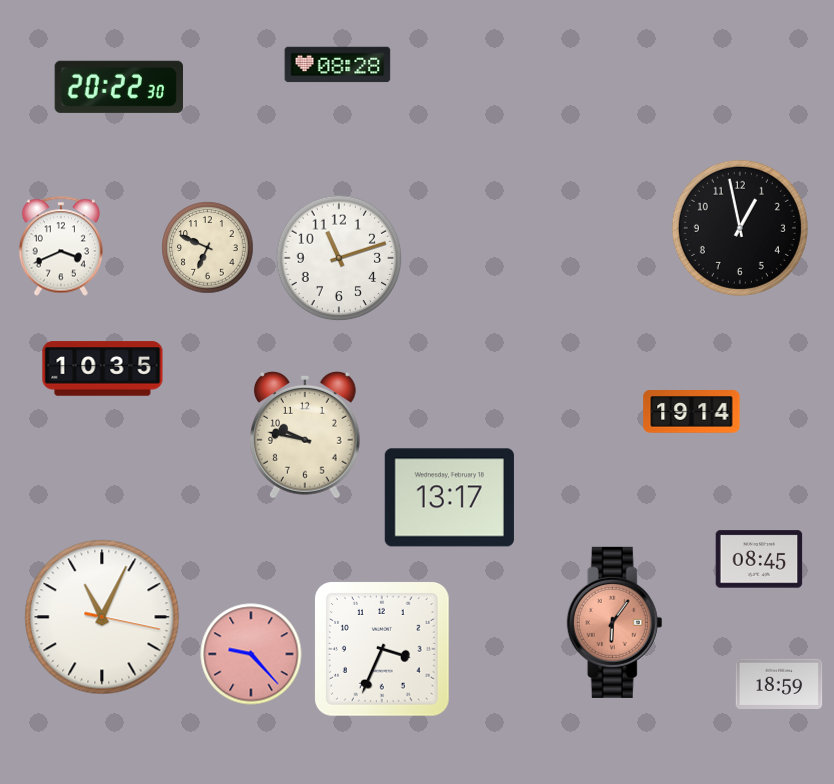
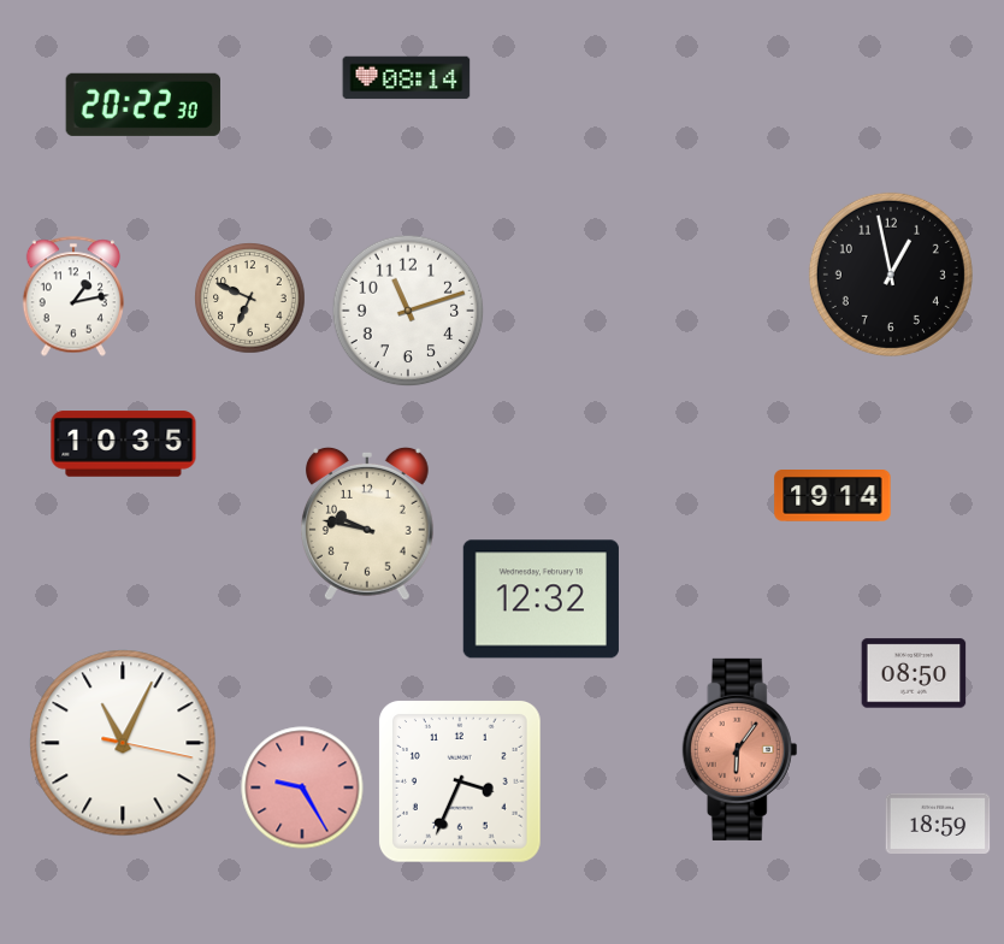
clock at (338, 65): 08:28 -> 08:14
clock at (60, 246): 3:41 -> 1:13
clock at (449, 498): 13:17 -> 12:32
clock at (759, 559): 08:45 -> 08:50
clock at (251, 654): 9:23 -> 9:25
